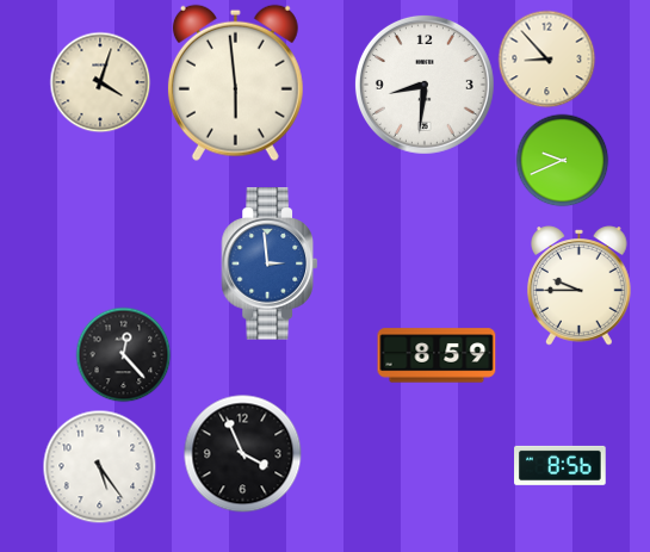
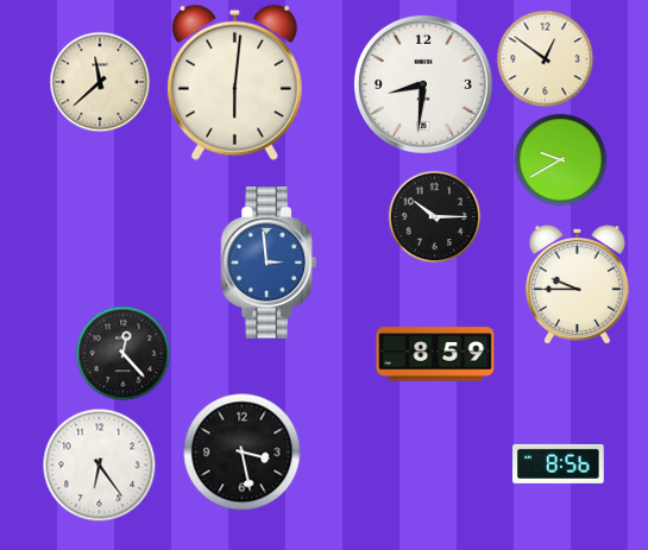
clock at (546, 58): 8:53 -> 12:51
clock at (100, 82): 4:03 -> 11:38
clock at (235, 82): 5:59 -> 6:01
clock at (562, 160): 9:41 -> 9:40
clock at (434, 216): none -> 10:15
clock at (243, 454): 3:56 -> 3:28
clock at (99, 466): 5:24 -> 6:24
